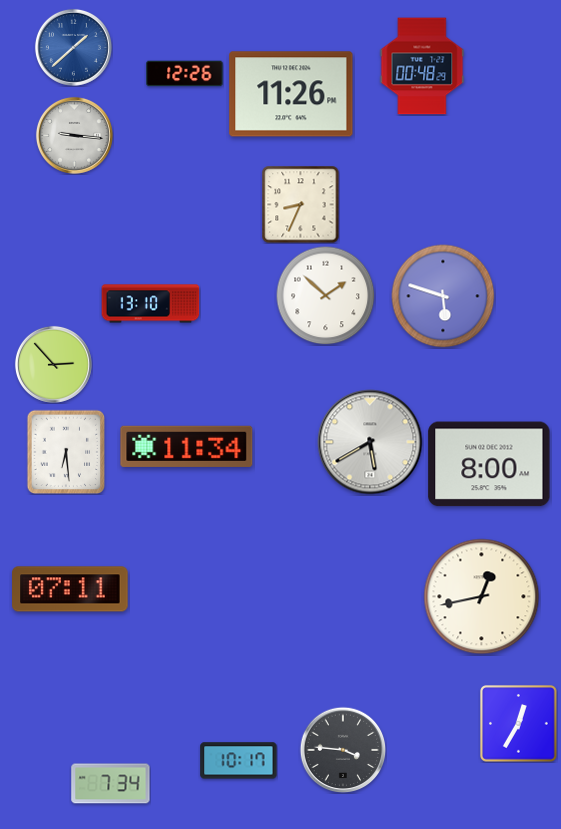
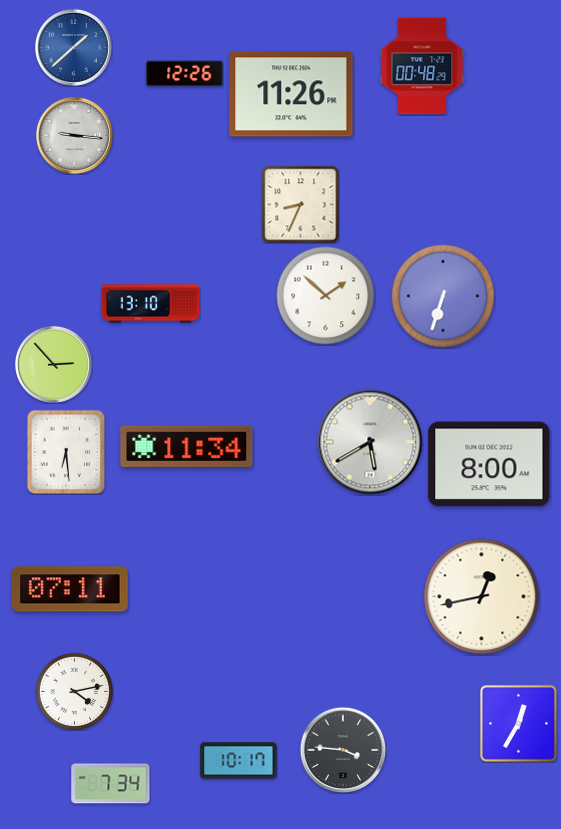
clock at (443, 296): 5:48 -> 6:33
clock at (74, 691): none -> 4:13
